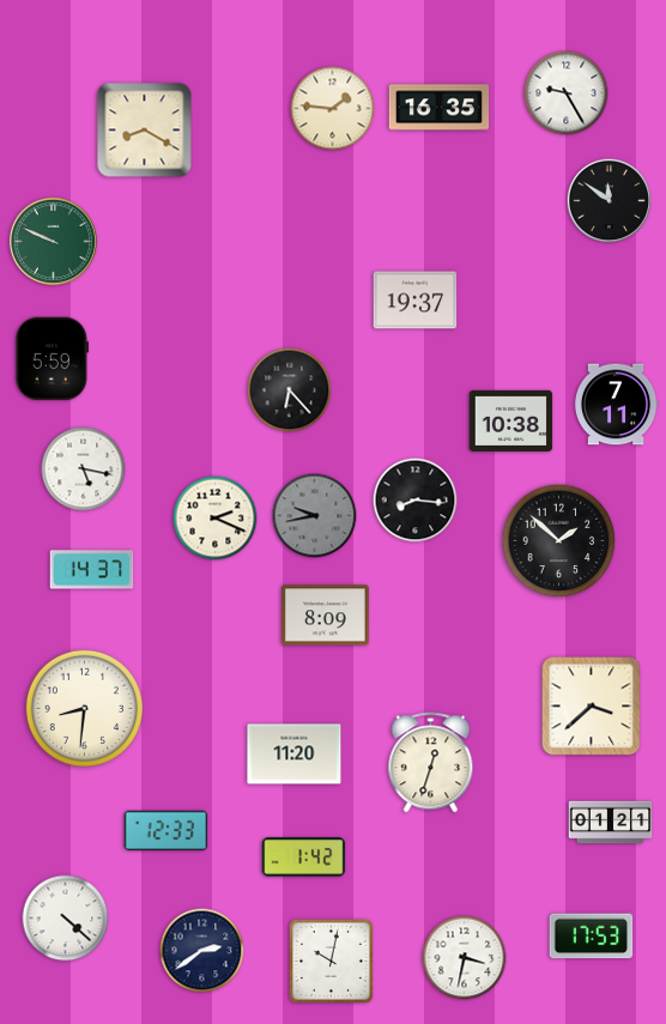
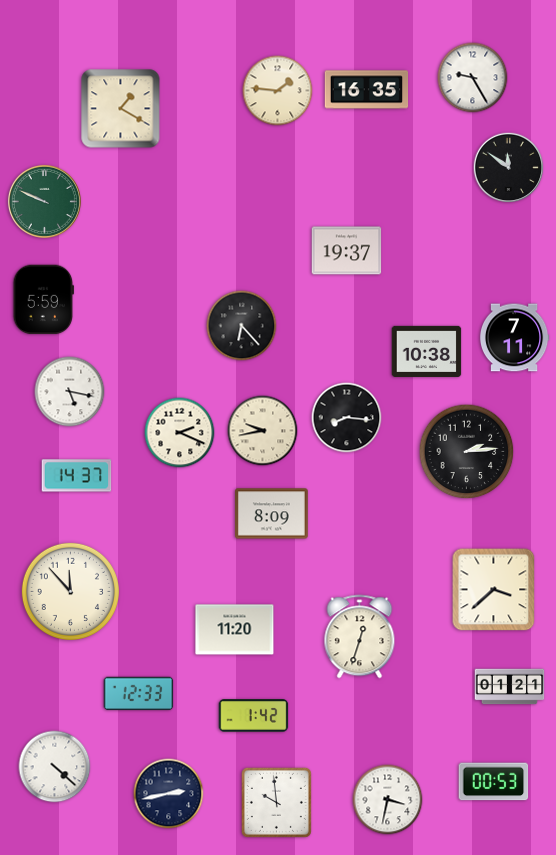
clock at (145, 131): 8:20 -> 1:20
clock at (315, 516) dial: grey -> cream
clock at (559, 541): 1:52 -> 2:14
clock at (84, 708): 8:31 -> 11:53
clock at (295, 755) position: (295, 755) -> (235, 630)
clock at (592, 937): 17:53 -> 00:53
clock at (202, 951): 2:39 -> 2:43
clock at (331, 961): 10:02 -> 9:59
